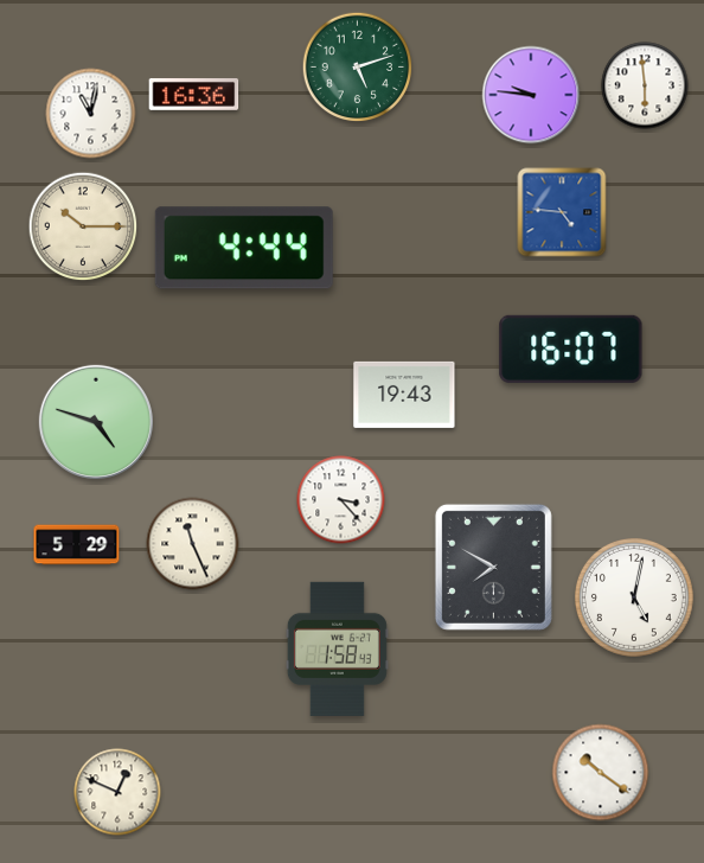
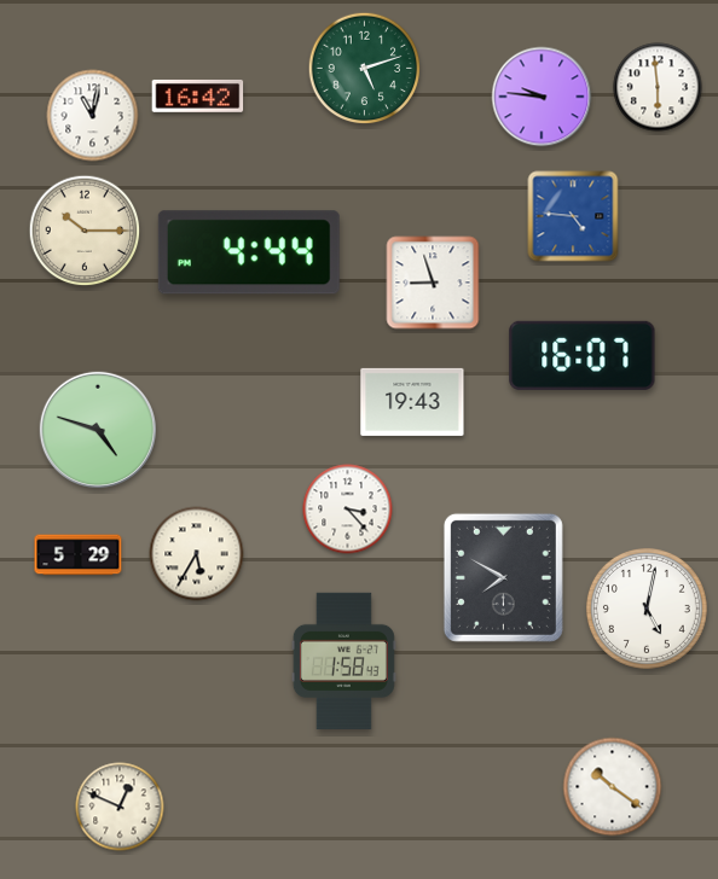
clock at (194, 94): 16:36 -> 16:42
clock at (433, 283): none -> 8:57
clock at (193, 544): 11:26 -> 5:35
